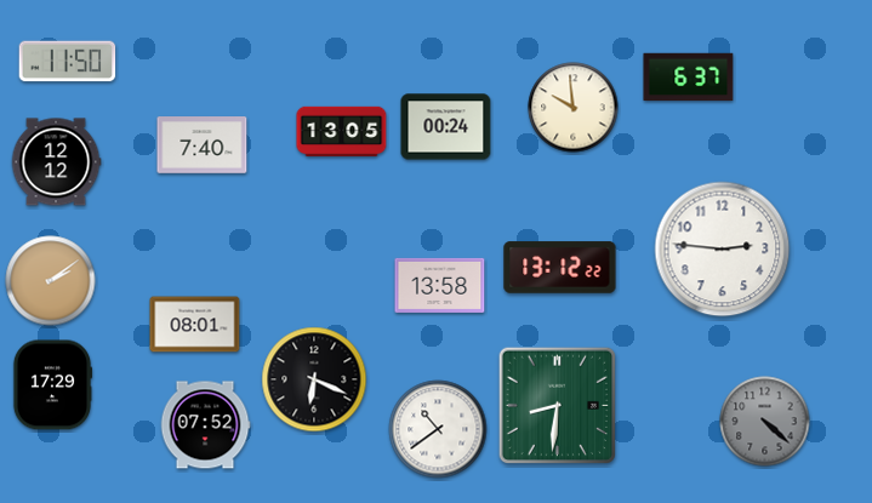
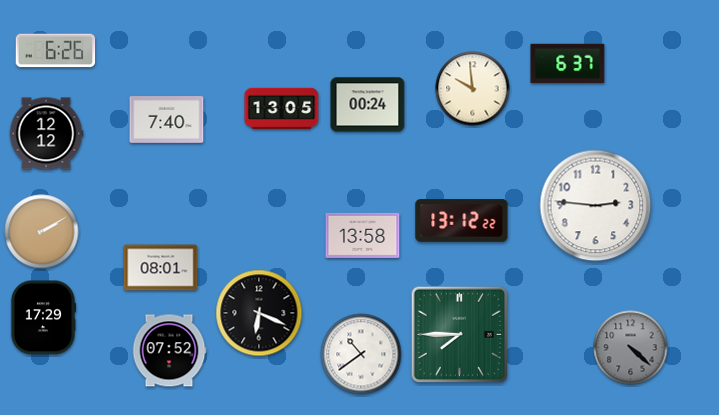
clock at (68, 62): 11:50 -> 6:26
clock at (51, 281): 2:09 -> 2:10
clock at (557, 405): 8:31 -> 7:45
